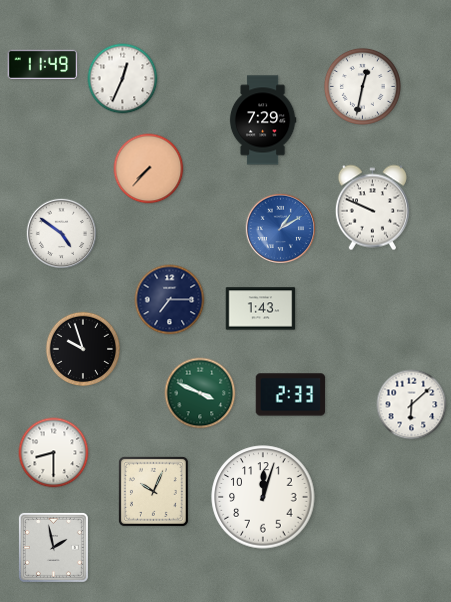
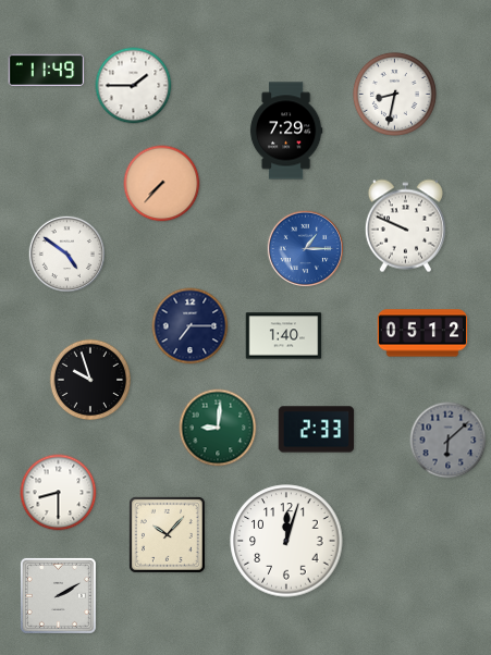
clock at (123, 79): 12:34 -> 1:45
clock at (362, 86): 12:32 -> 8:32
clock at (281, 229): 1:10 -> 1:15
clock at (170, 300) position: (170, 300) -> (191, 326)
clock at (422, 333): none -> 05:12
clock at (261, 309): 1:43 -> 1:40
clock at (200, 393): 3:49 -> 9:01
clock at (412, 405) dial: white -> grey
clock at (153, 491): 10:04 -> 10:07
clock at (53, 547): 1:58 -> 2:10
